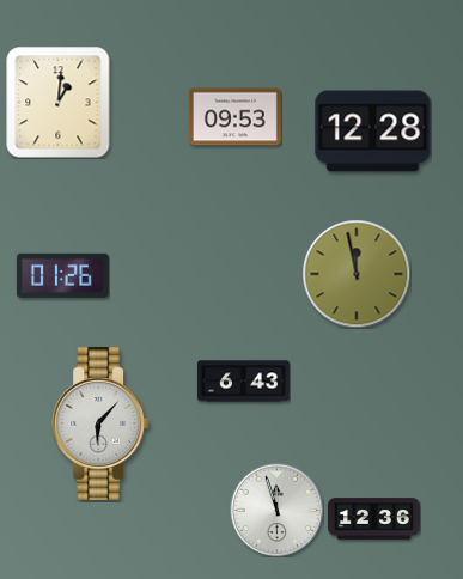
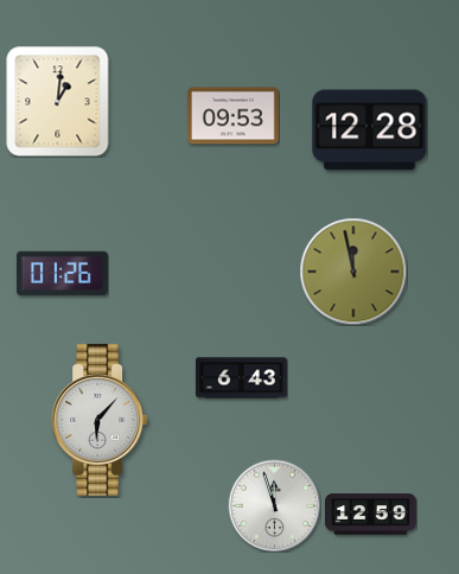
clock at (373, 519): 12:36 -> 12:59
